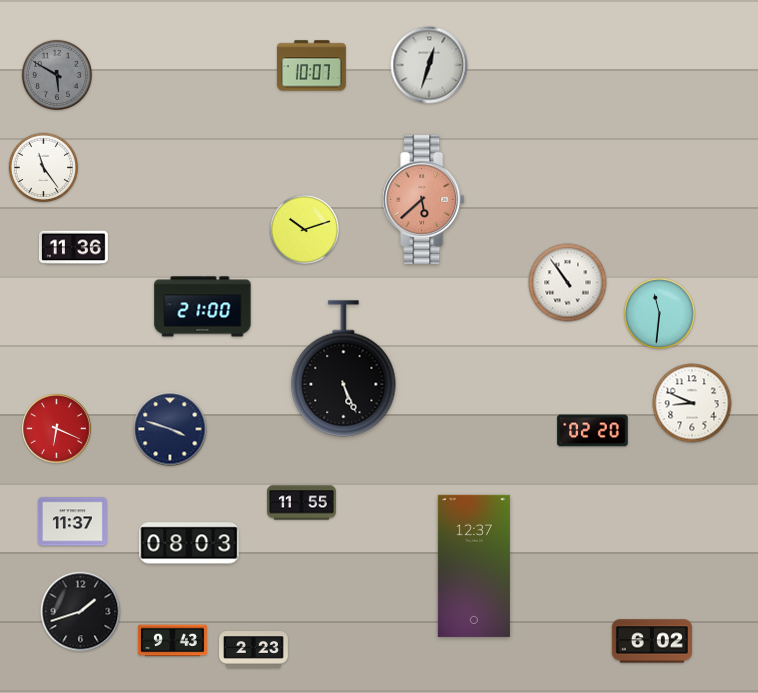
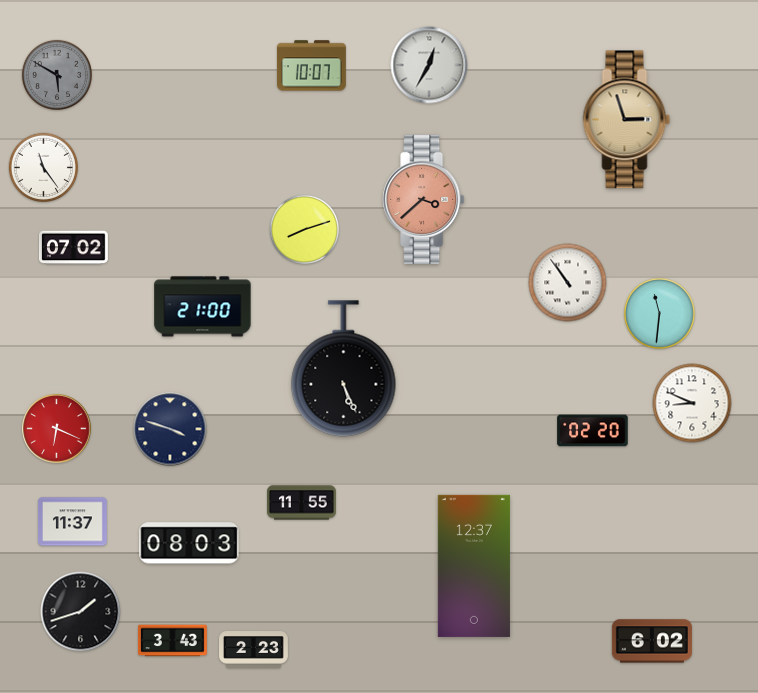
clock at (429, 65): 12:33 -> 12:35
clock at (627, 120): none -> 2:57
clock at (424, 199): 5:38 -> 3:38
clock at (304, 229): 10:12 -> 8:12
clock at (73, 248): 11:36 -> 07:02
clock at (173, 641): 9:43 -> 3:43
